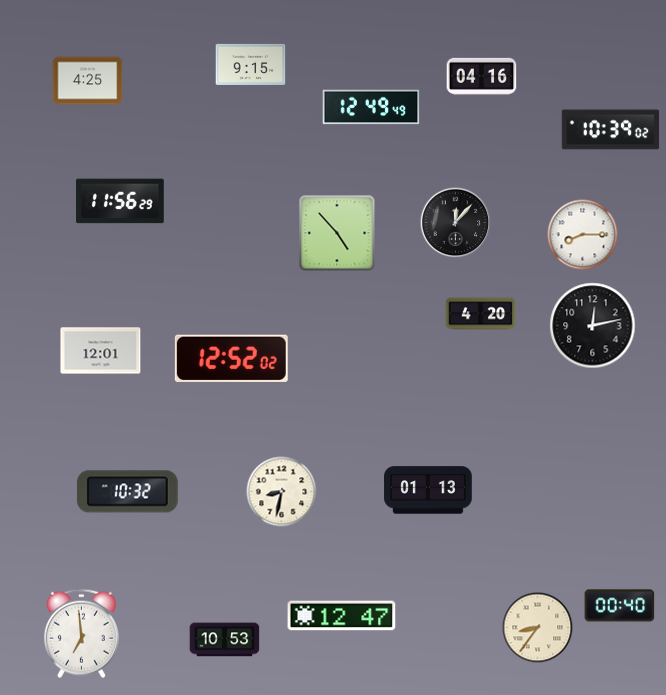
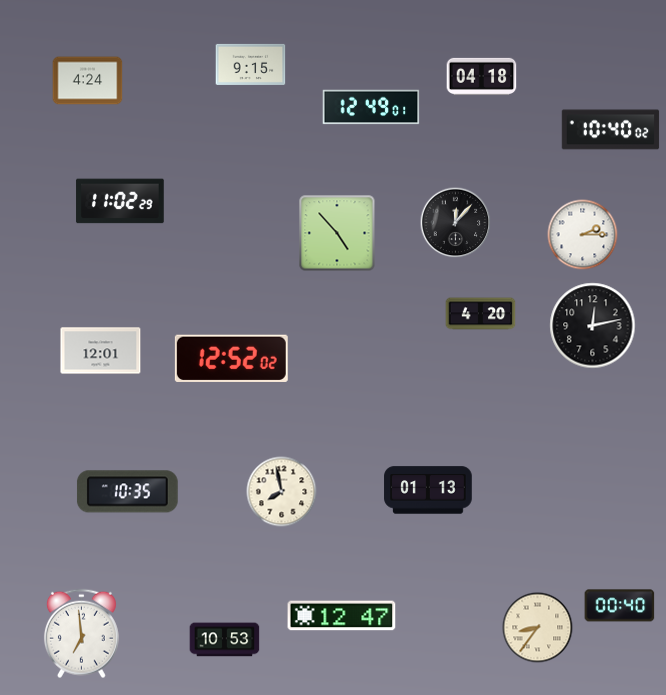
clock at (482, 76): 04:16 -> 04:18
clock at (88, 81): 4:25 -> 4:24
clock at (371, 107): 12:49:49 -> 12:49:01
clock at (611, 130): 10:39 -> 10:40
clock at (120, 201): 11:56 -> 11:02
clock at (583, 235): 8:15 -> 2:15
clock at (127, 492): 10:32 -> 10:35
clock at (282, 492): 8:32 -> 7:58
